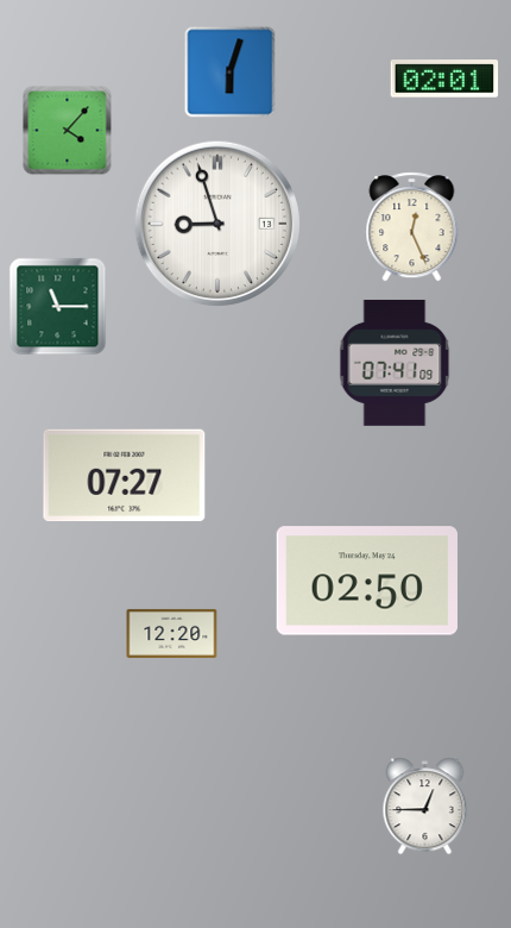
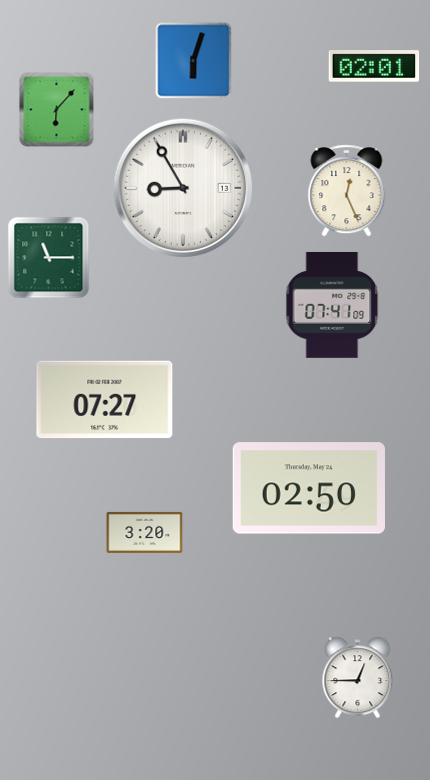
clock at (68, 131): 4:07 -> 6:07
clock at (217, 224): 8:57 -> 8:55
clock at (172, 633): 12:20 -> 3:20
